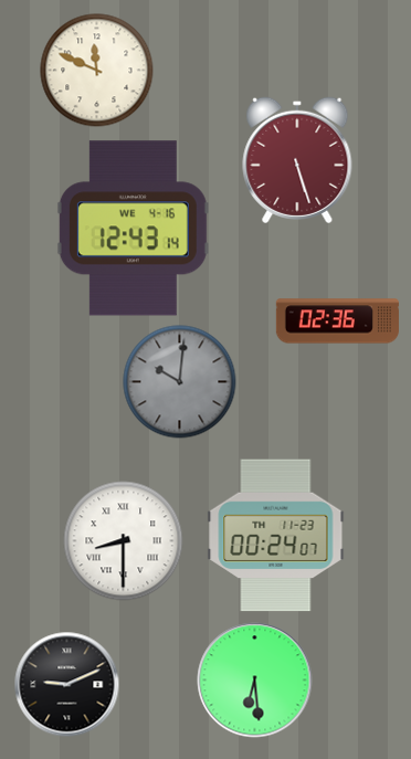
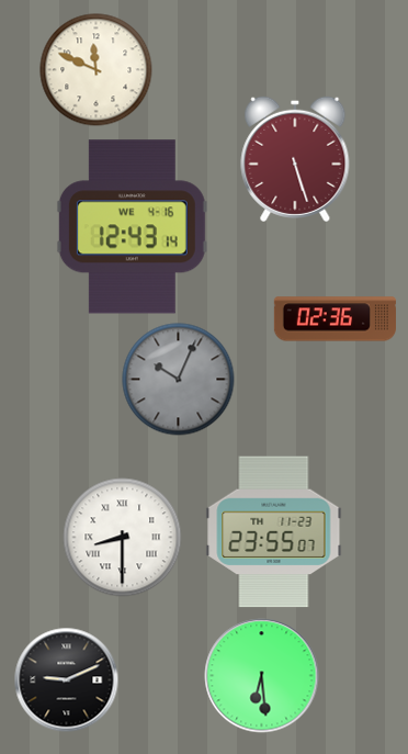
clock at (180, 382): 10:01 -> 10:04
clock at (276, 536): 00:24 -> 23:55
clock at (255, 681) position: (255, 681) -> (262, 676)
